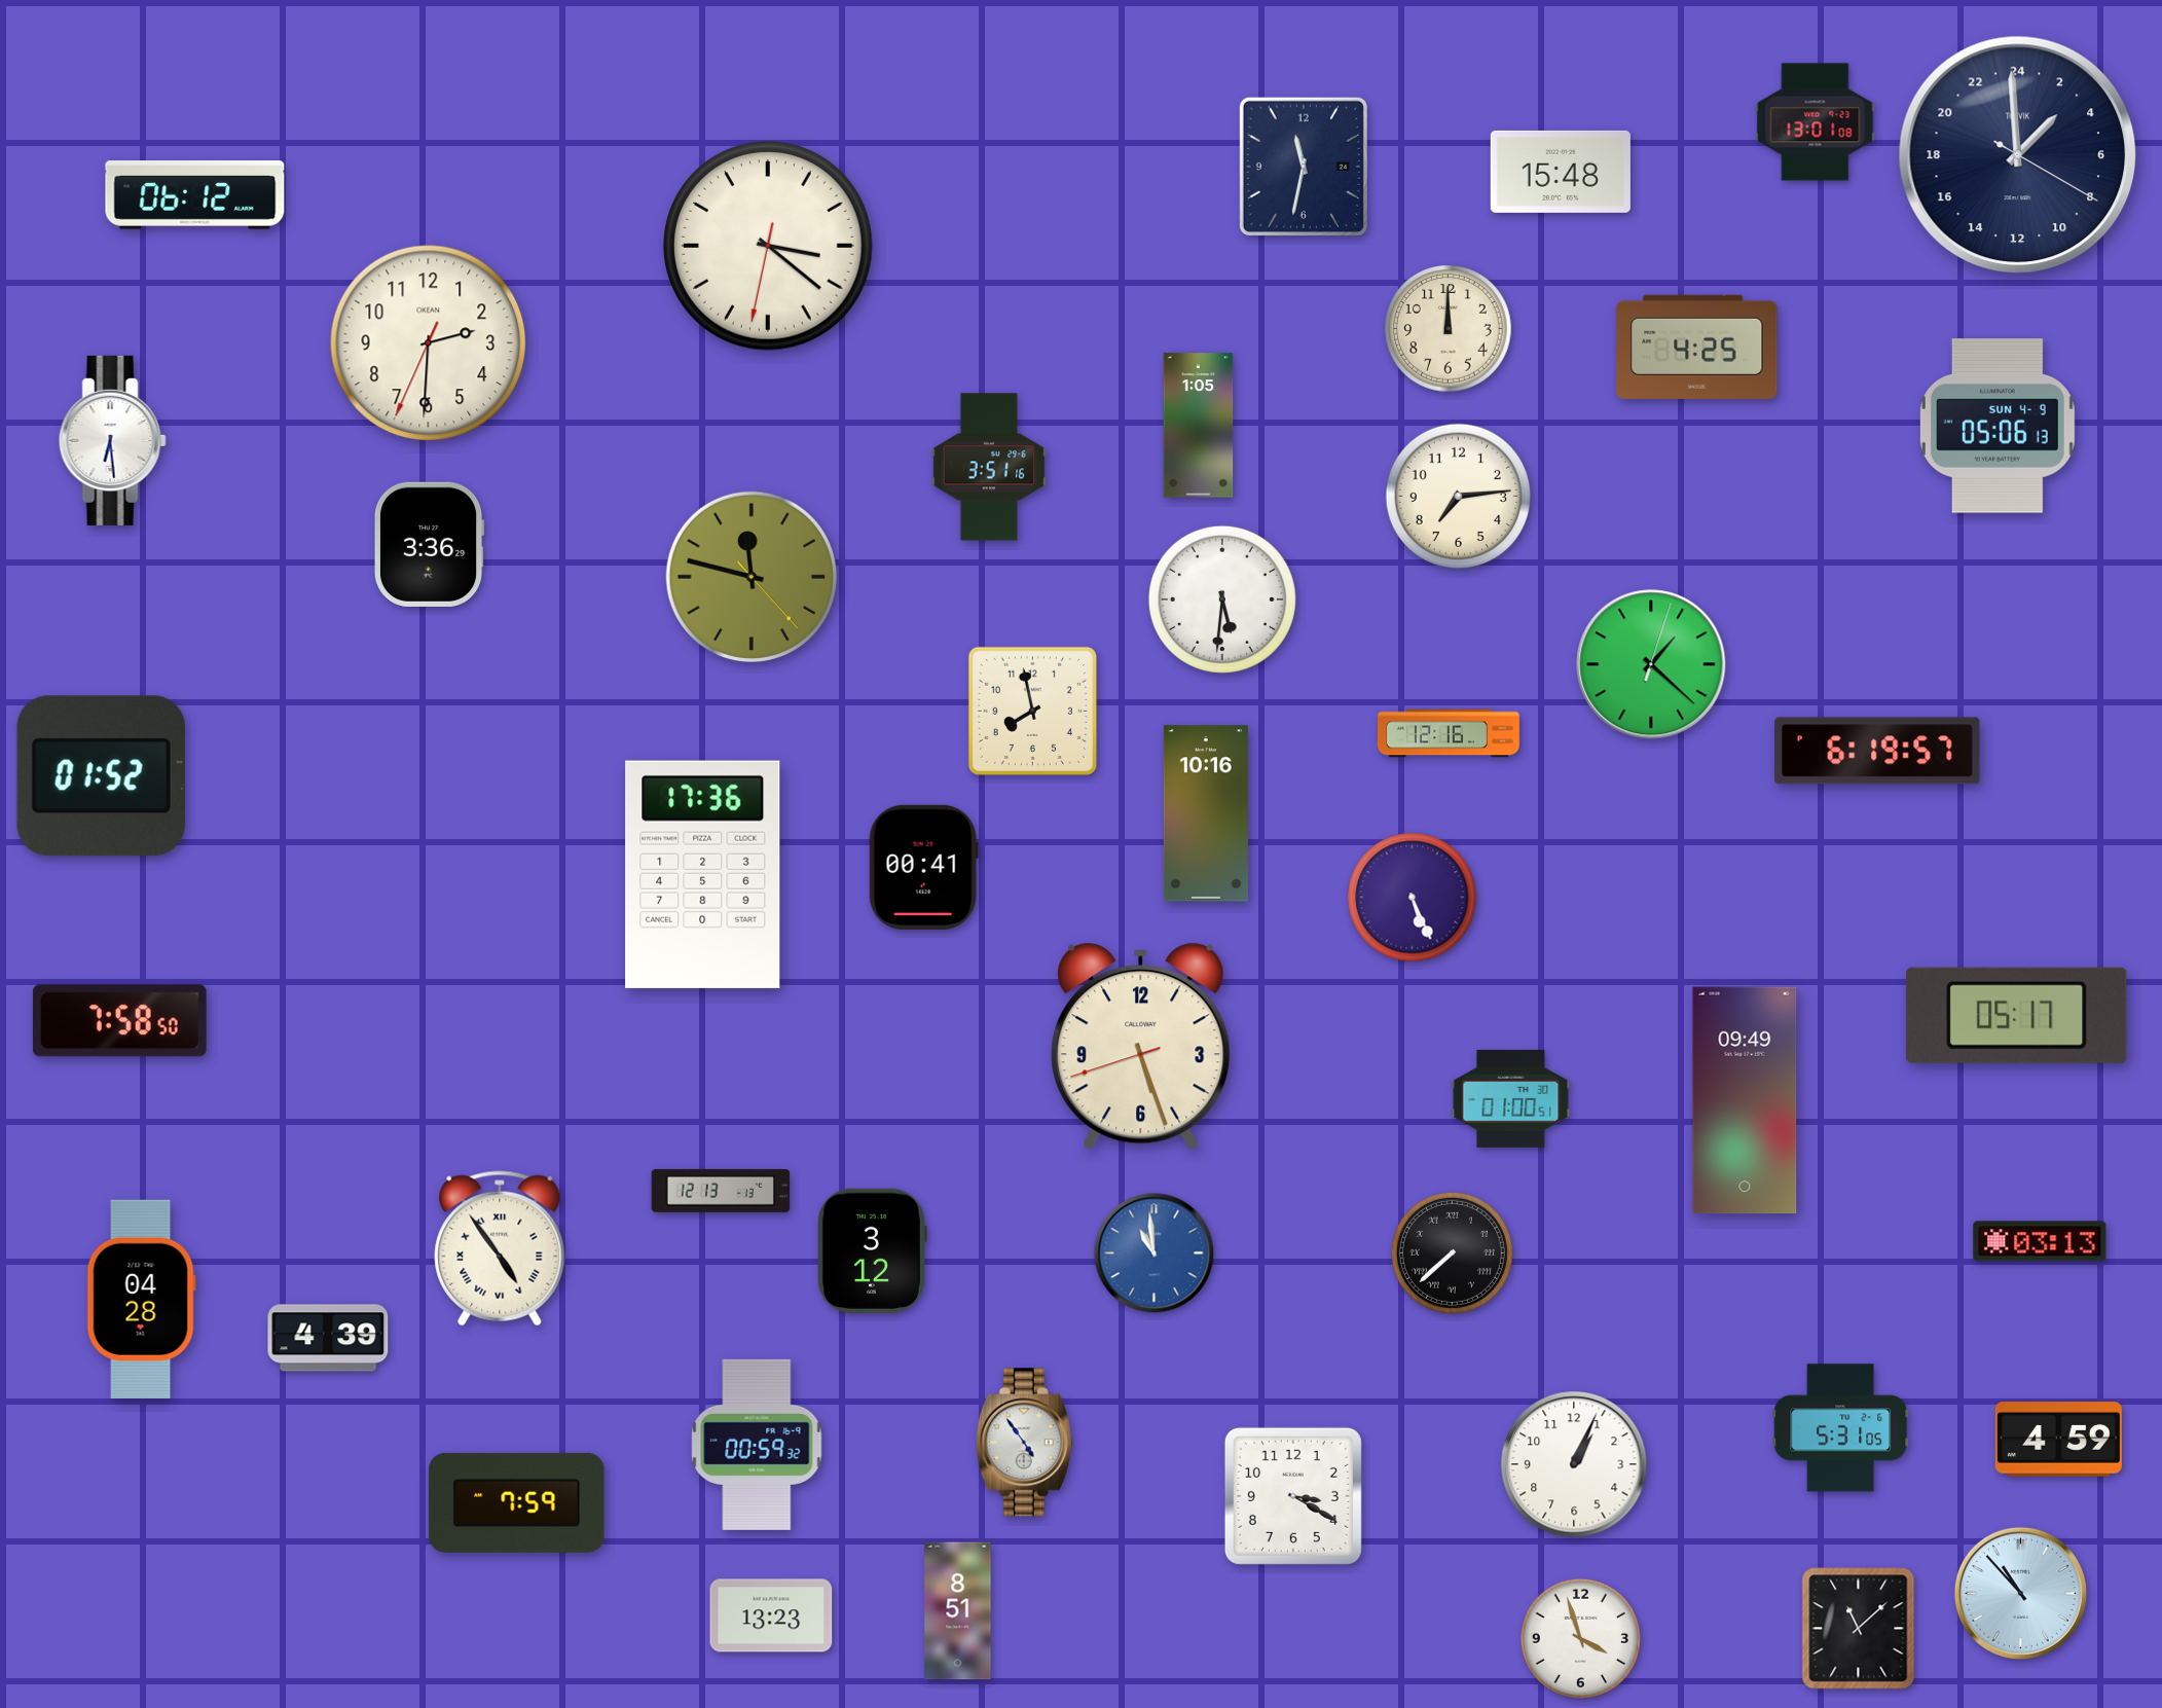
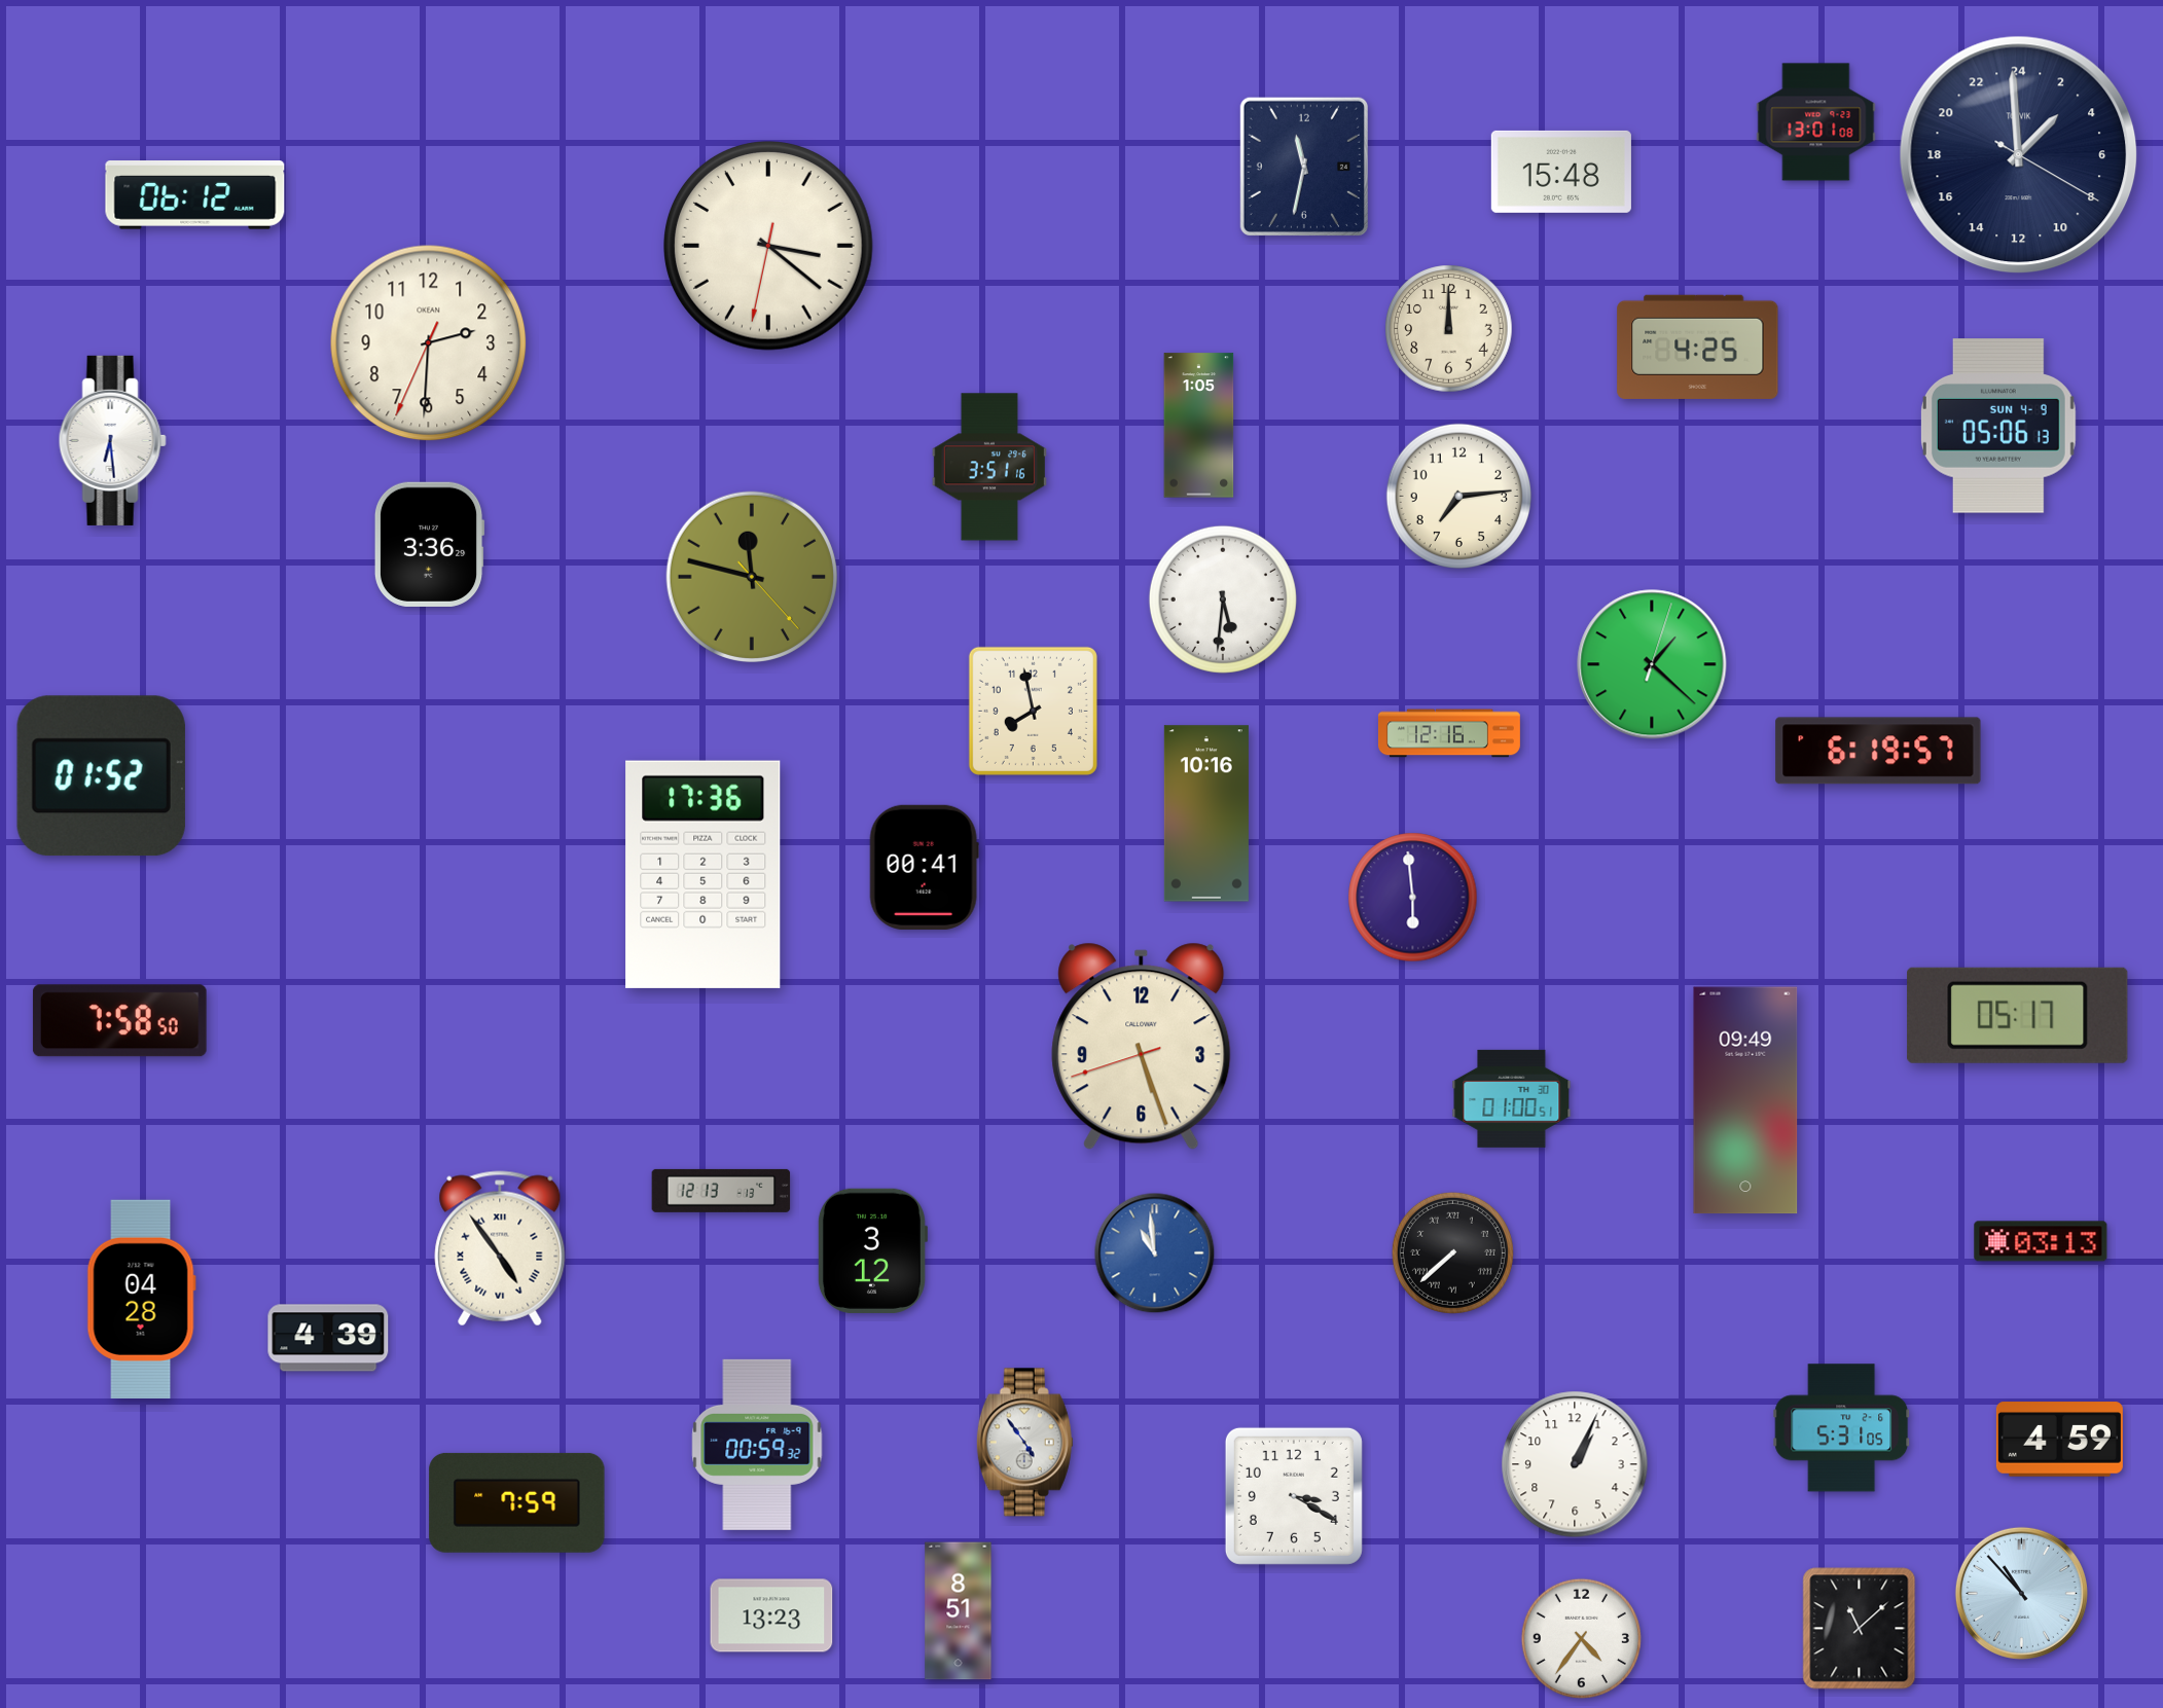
clock at (1413, 898): 5:26 -> 5:59
clock at (1580, 1638): 3:57 -> 4:36
